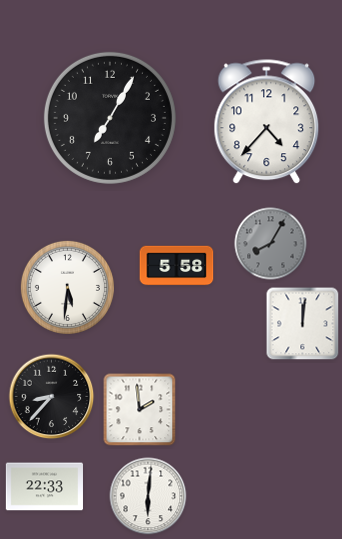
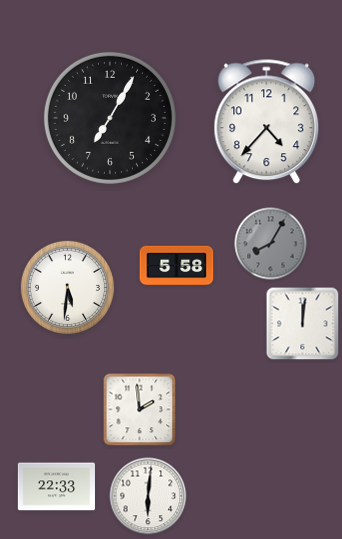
clock at (52, 397): 8:37 -> none
clock at (44, 487) position: (44, 487) -> (56, 487)
